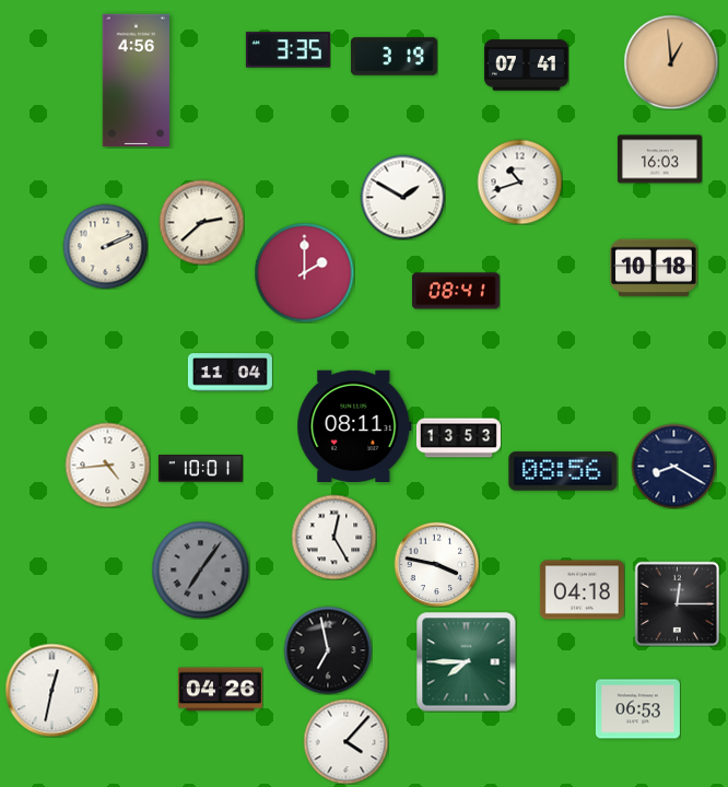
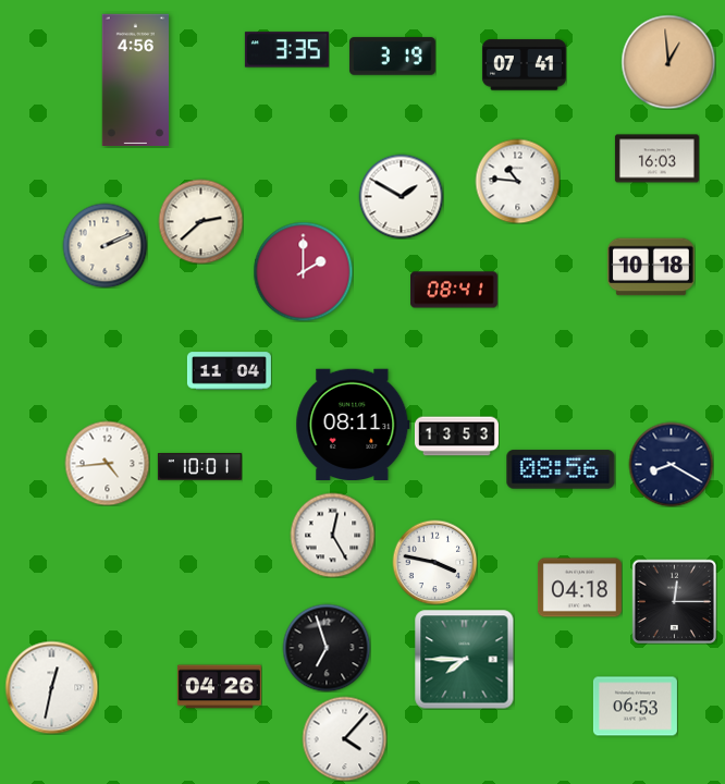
clock at (519, 181): 10:42 -> 10:46
clock at (200, 569): 7:06 -> none
clock at (328, 650): 6:58 -> 6:57
